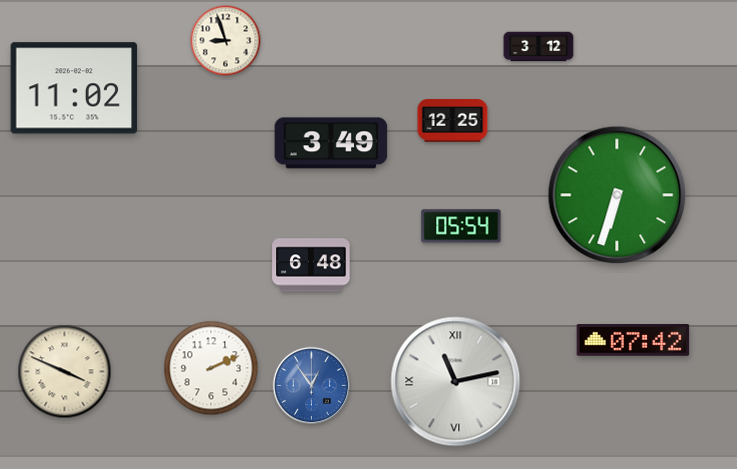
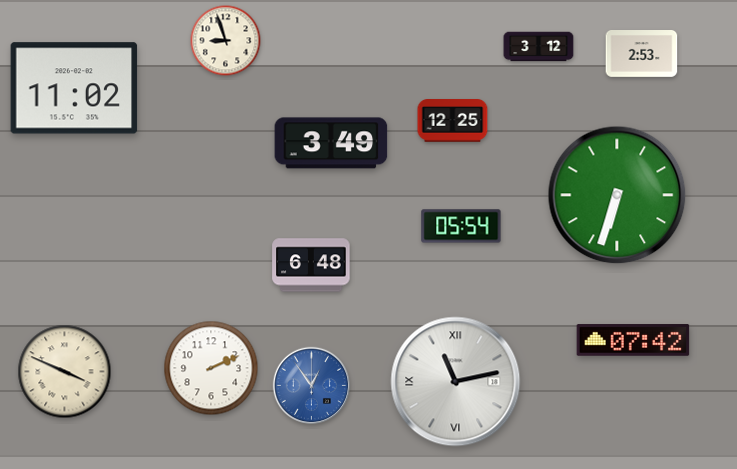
clock at (642, 54): none -> 2:53
